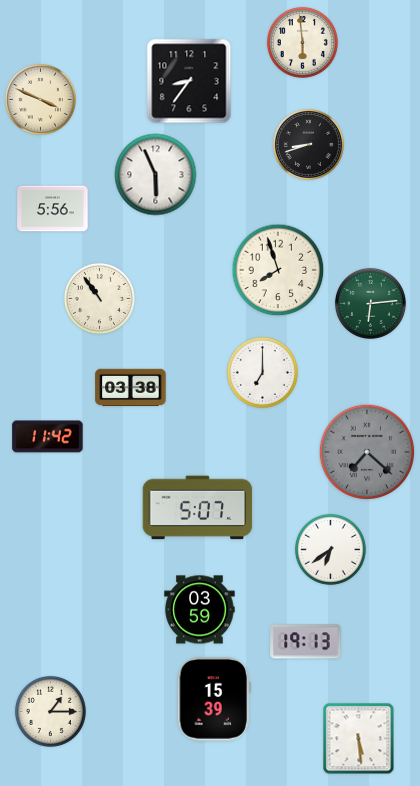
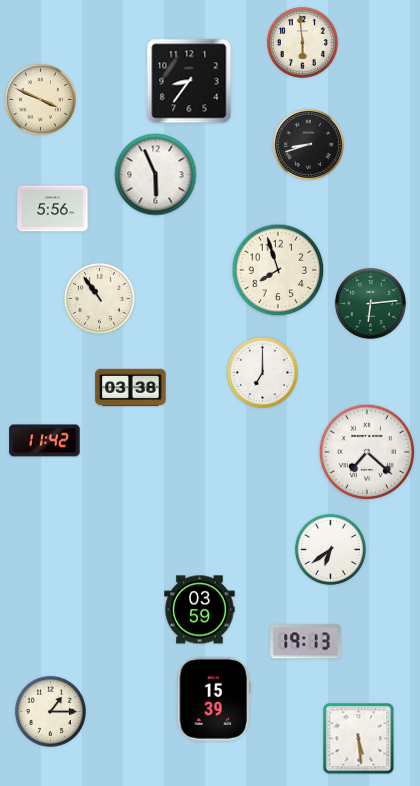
clock at (48, 437) position: (48, 437) -> (45, 441)
clock at (367, 452) dial: grey -> white
clock at (198, 508): 5:07 -> none
